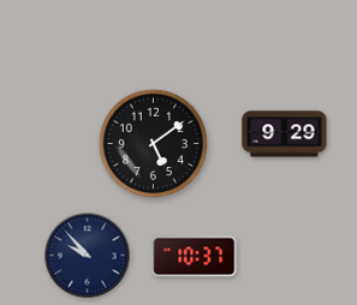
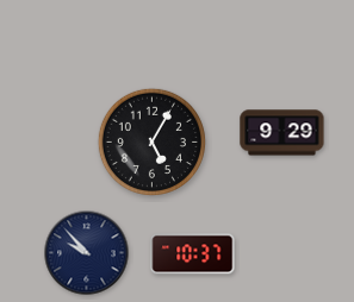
clock at (153, 143): 5:09 -> 5:05
